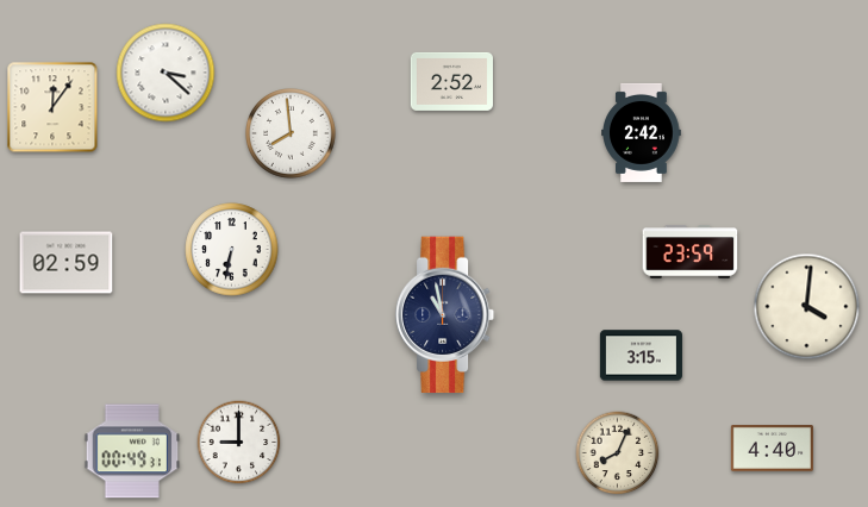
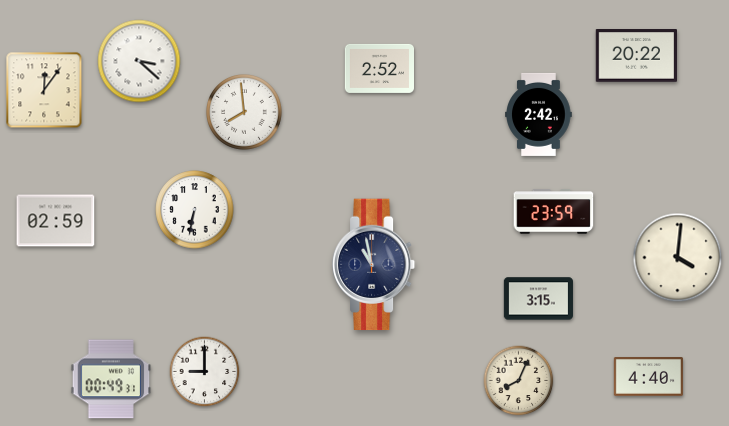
clock at (636, 56): none -> 20:22
clock at (642, 132) position: (642, 132) -> (539, 114)
clock at (691, 252) position: (691, 252) -> (554, 212)
clock at (239, 443) position: (239, 443) -> (205, 372)
